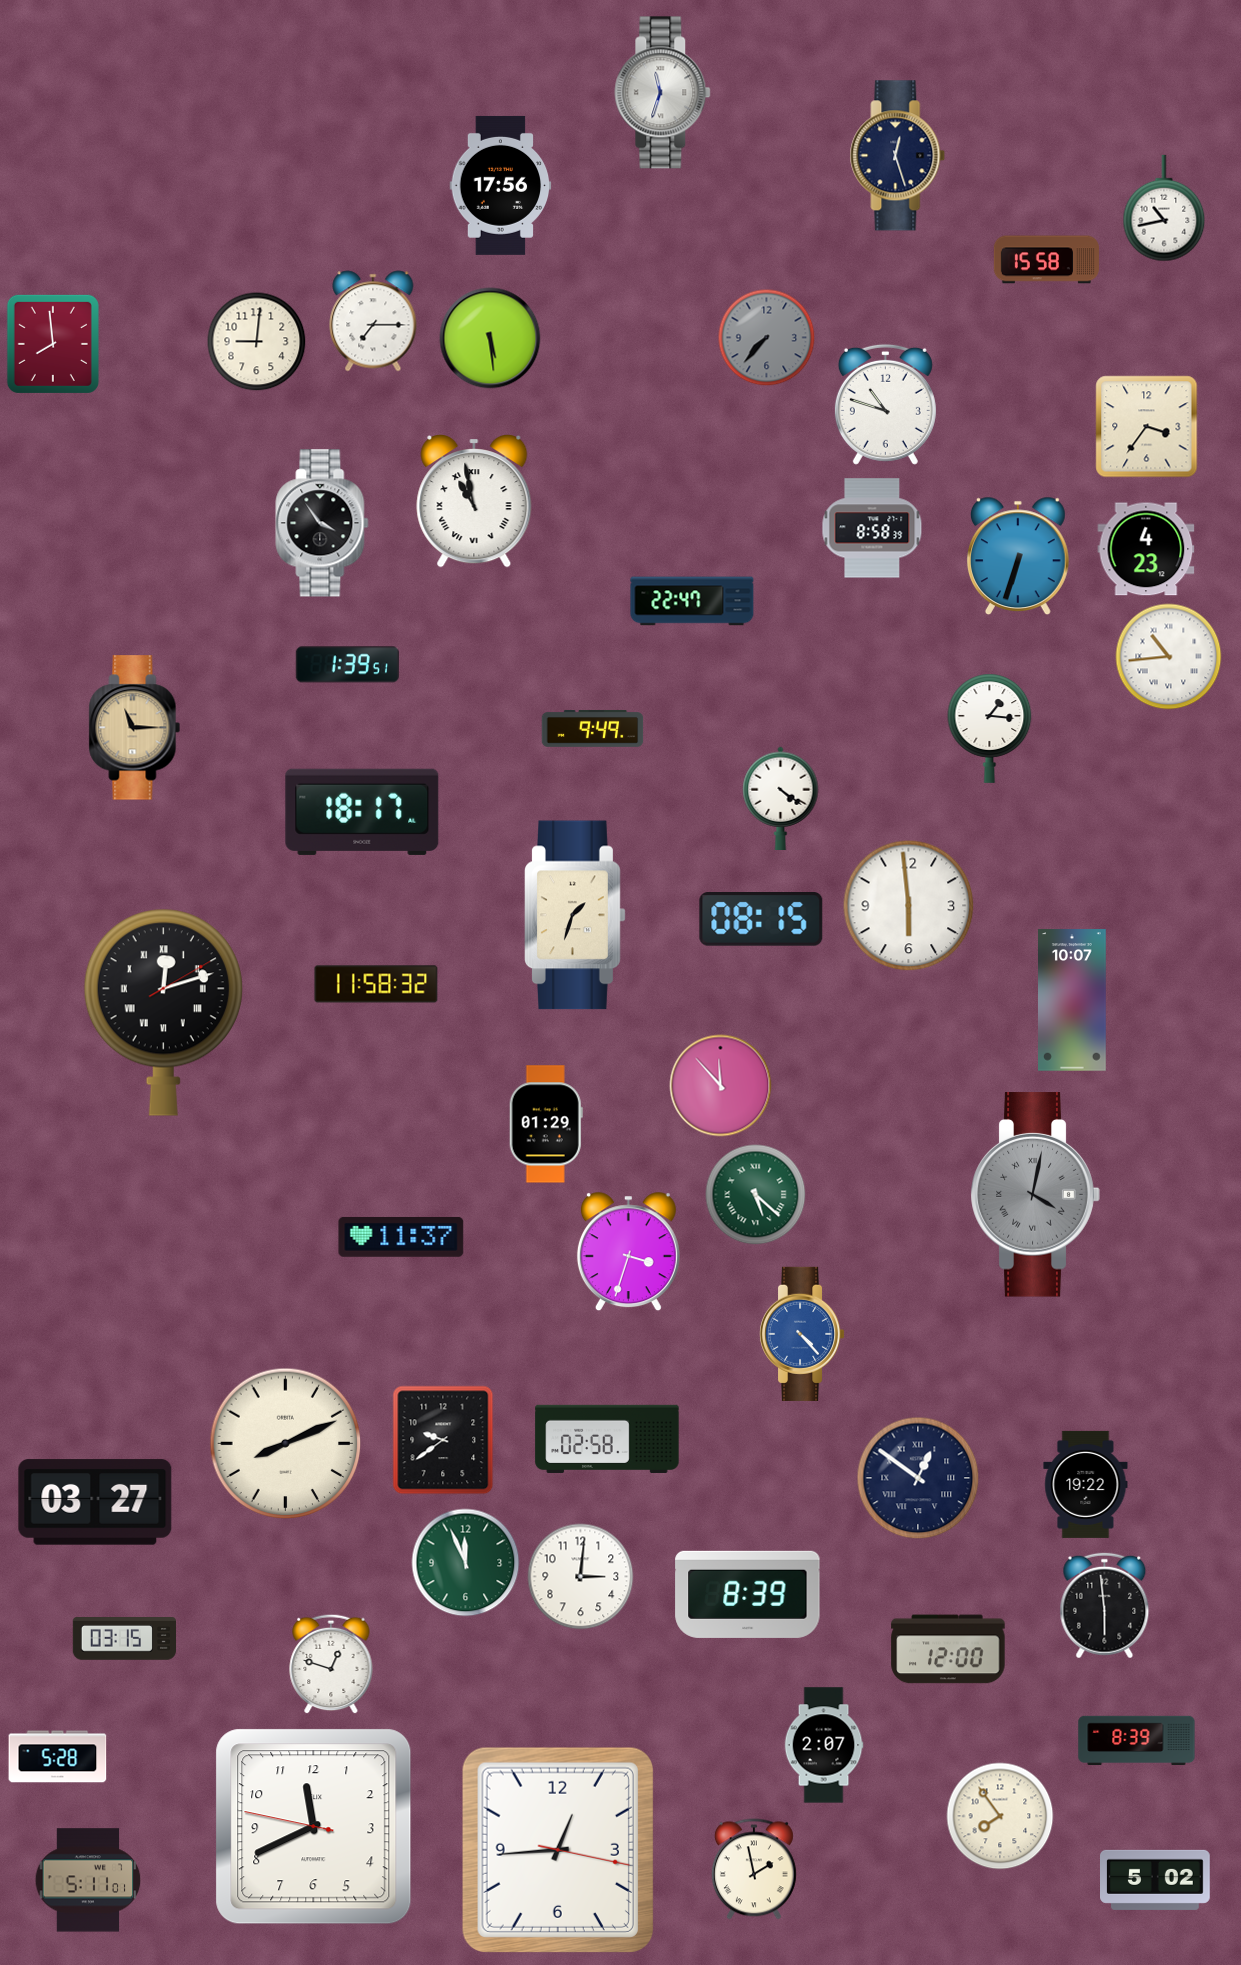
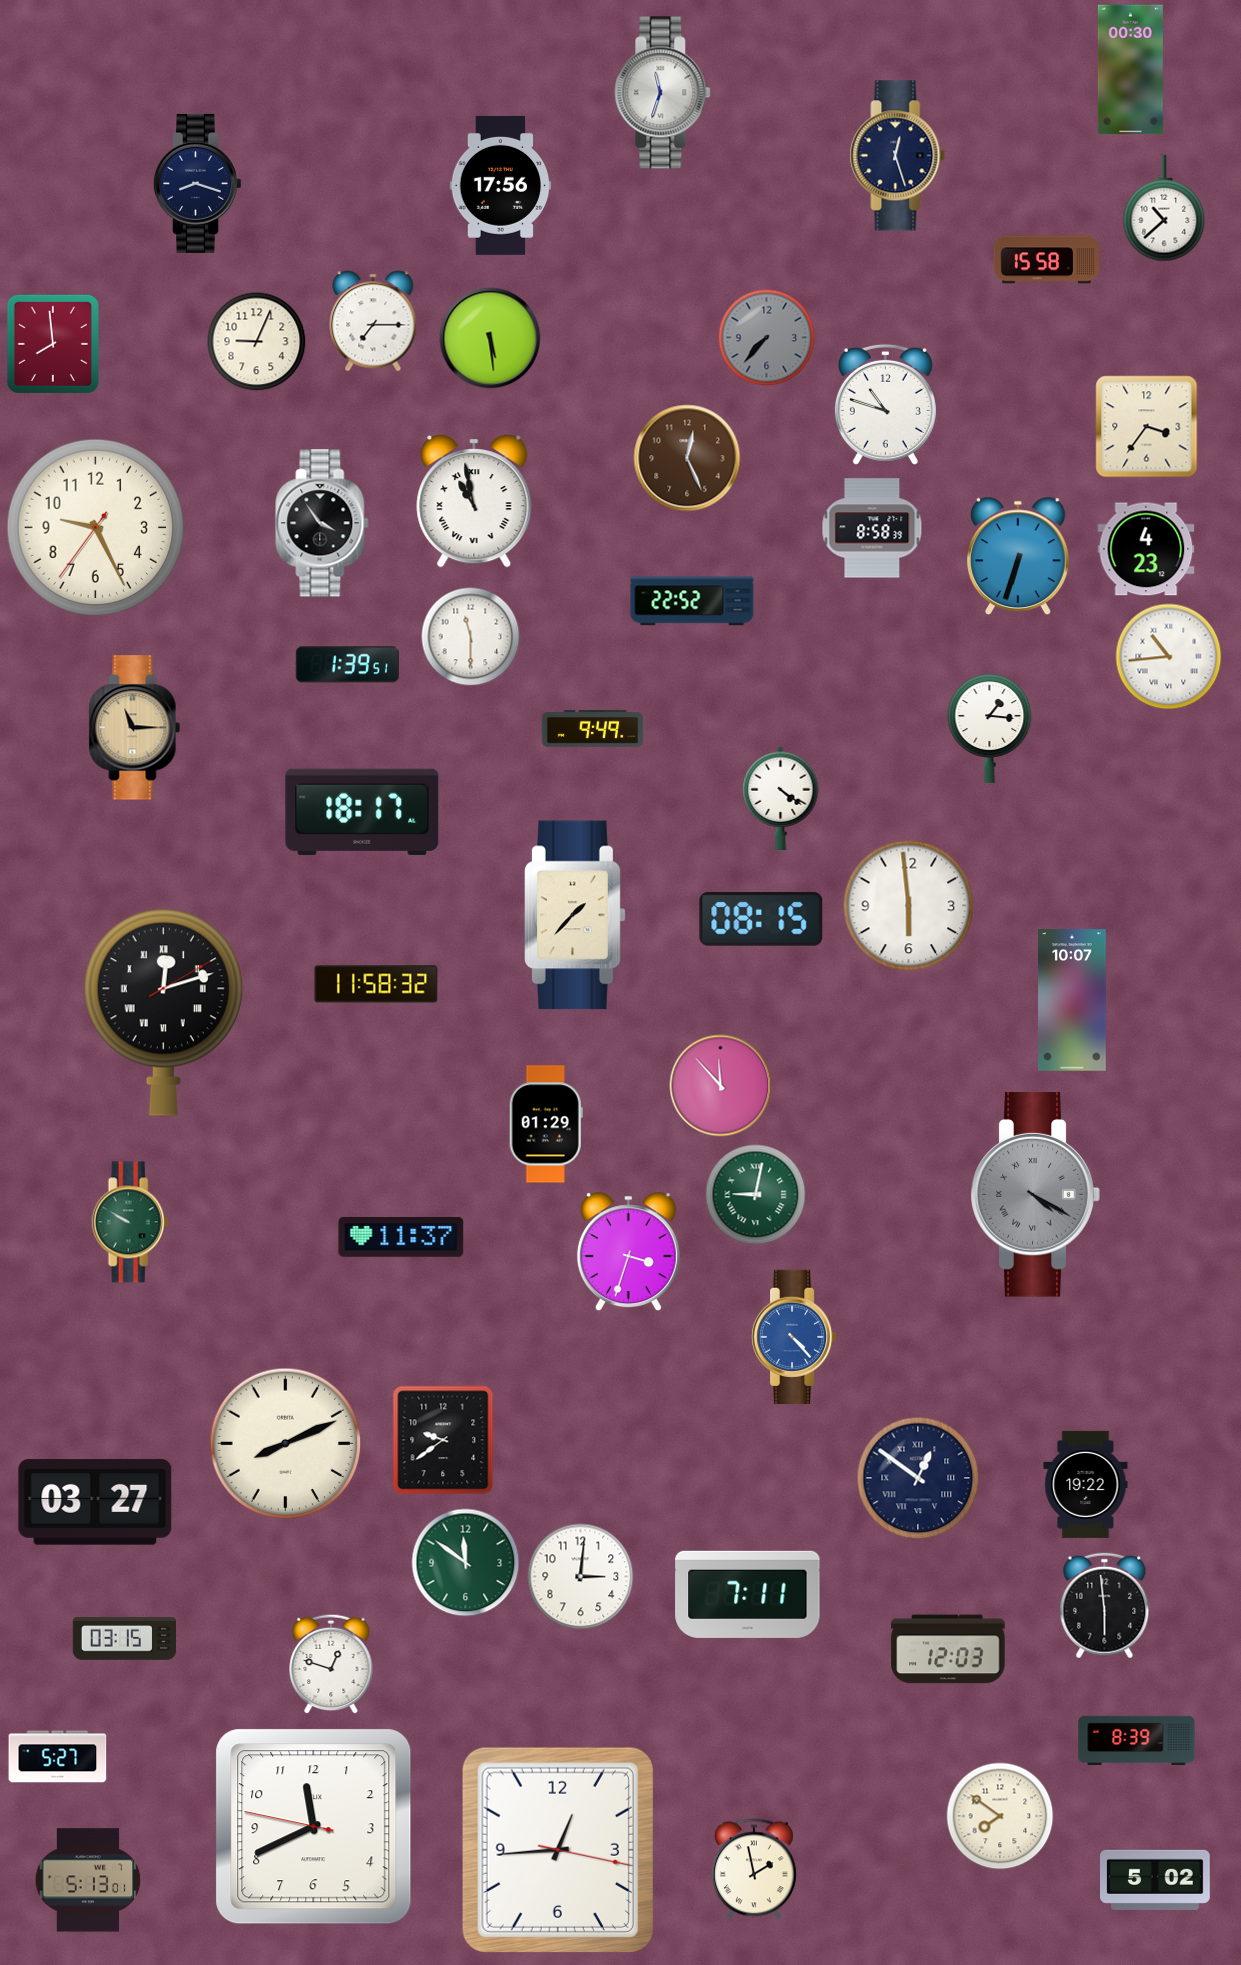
clock at (1130, 70): none -> 00:30
clock at (198, 183): none -> 8:18
clock at (1164, 208): 10:43 -> 10:38
clock at (257, 342): 9:01 -> 9:04
clock at (687, 458): none -> 12:26
clock at (95, 527): none -> 9:25
clock at (692, 601): 22:47 -> 22:52
clock at (471, 637): none -> 11:30
clock at (575, 915): 1:33 -> 1:37
clock at (756, 1195): 5:22 -> 9:02
clock at (1035, 1195): 4:02 -> 4:20
clock at (130, 1222): none -> 9:50
clock at (802, 1334) position: (802, 1334) -> (794, 1337)
clock at (607, 1439): 02:58 -> none
clock at (466, 1563): 11:56 -> 11:51
clock at (748, 1594): 8:39 -> 7:11
clock at (948, 1649): 12:00 -> 12:03
clock at (824, 1745): 2:07 -> none
clock at (58, 1757): 5:28 -> 5:27
clock at (1000, 1816): 7:54 -> 7:51
clock at (88, 1880): 5:11 -> 5:13
